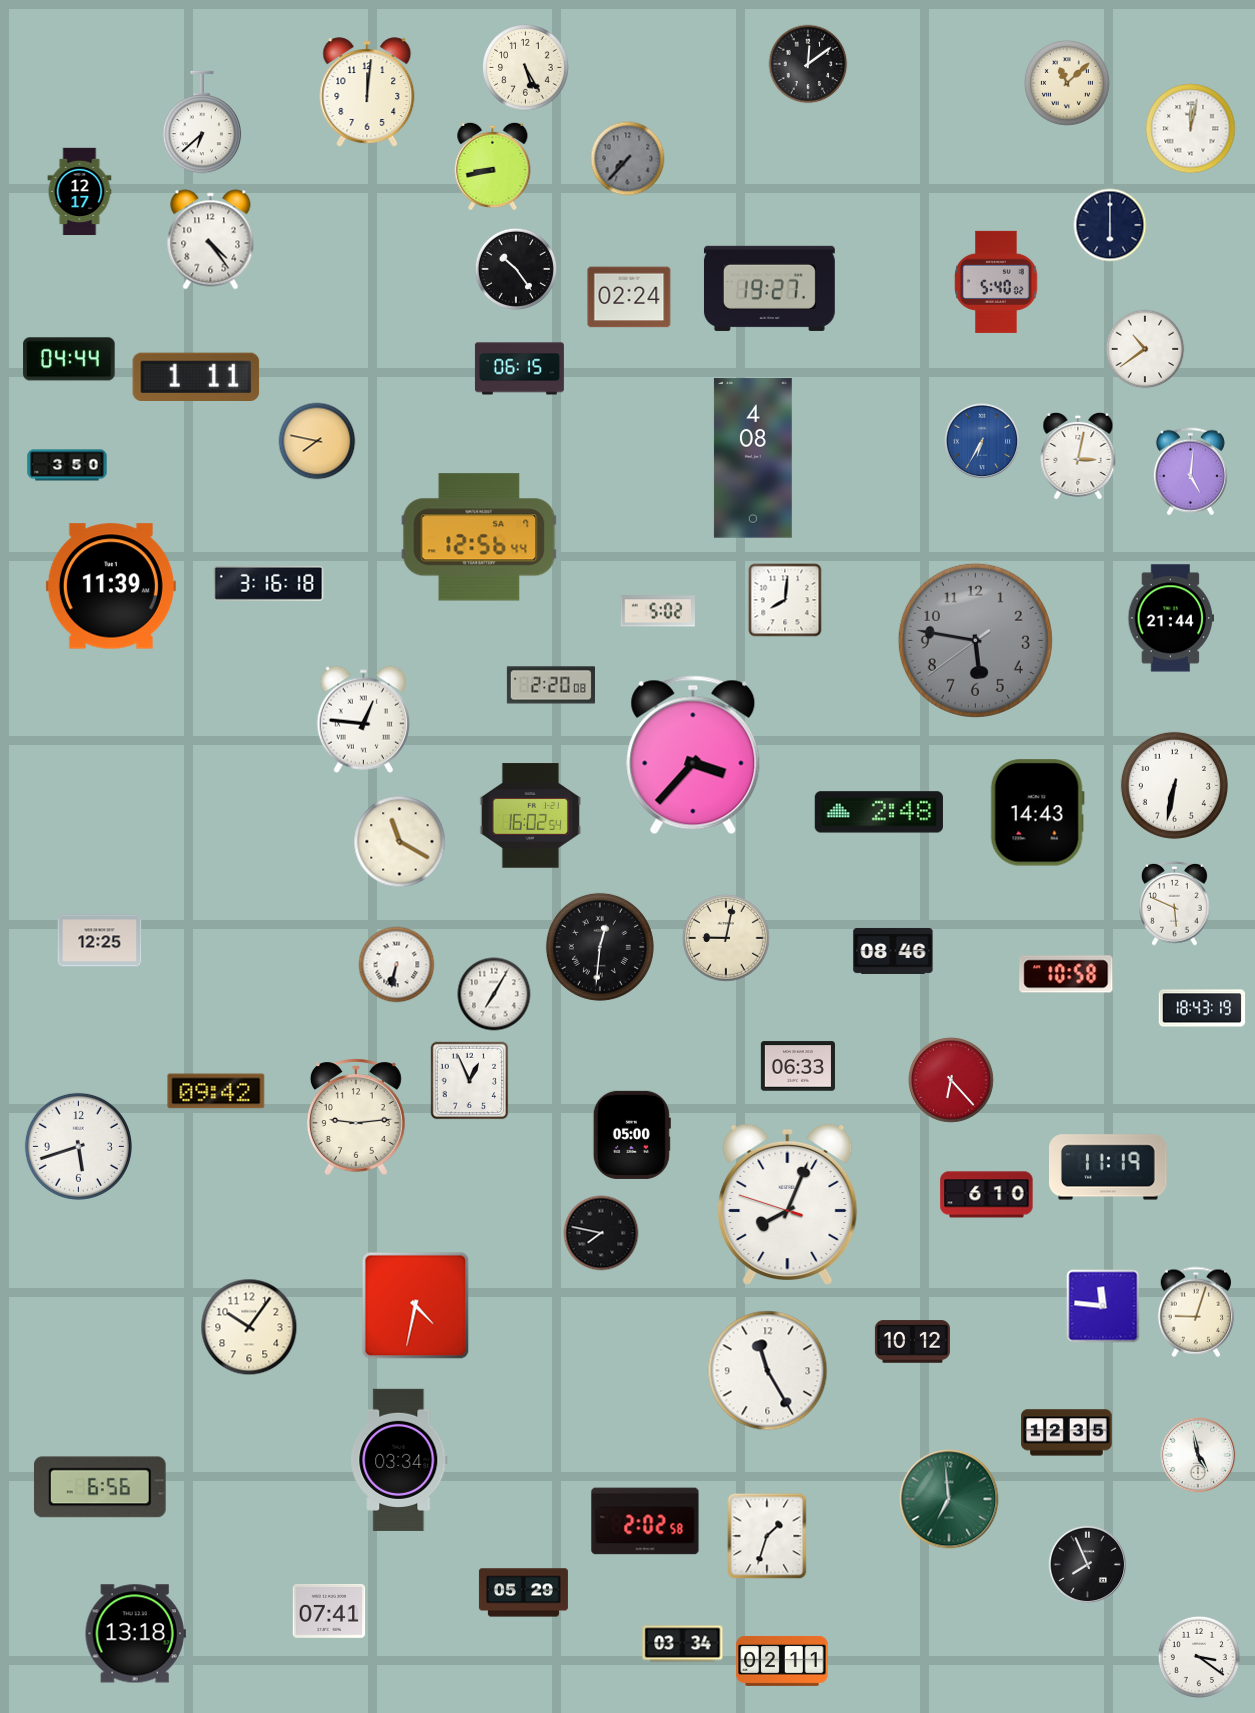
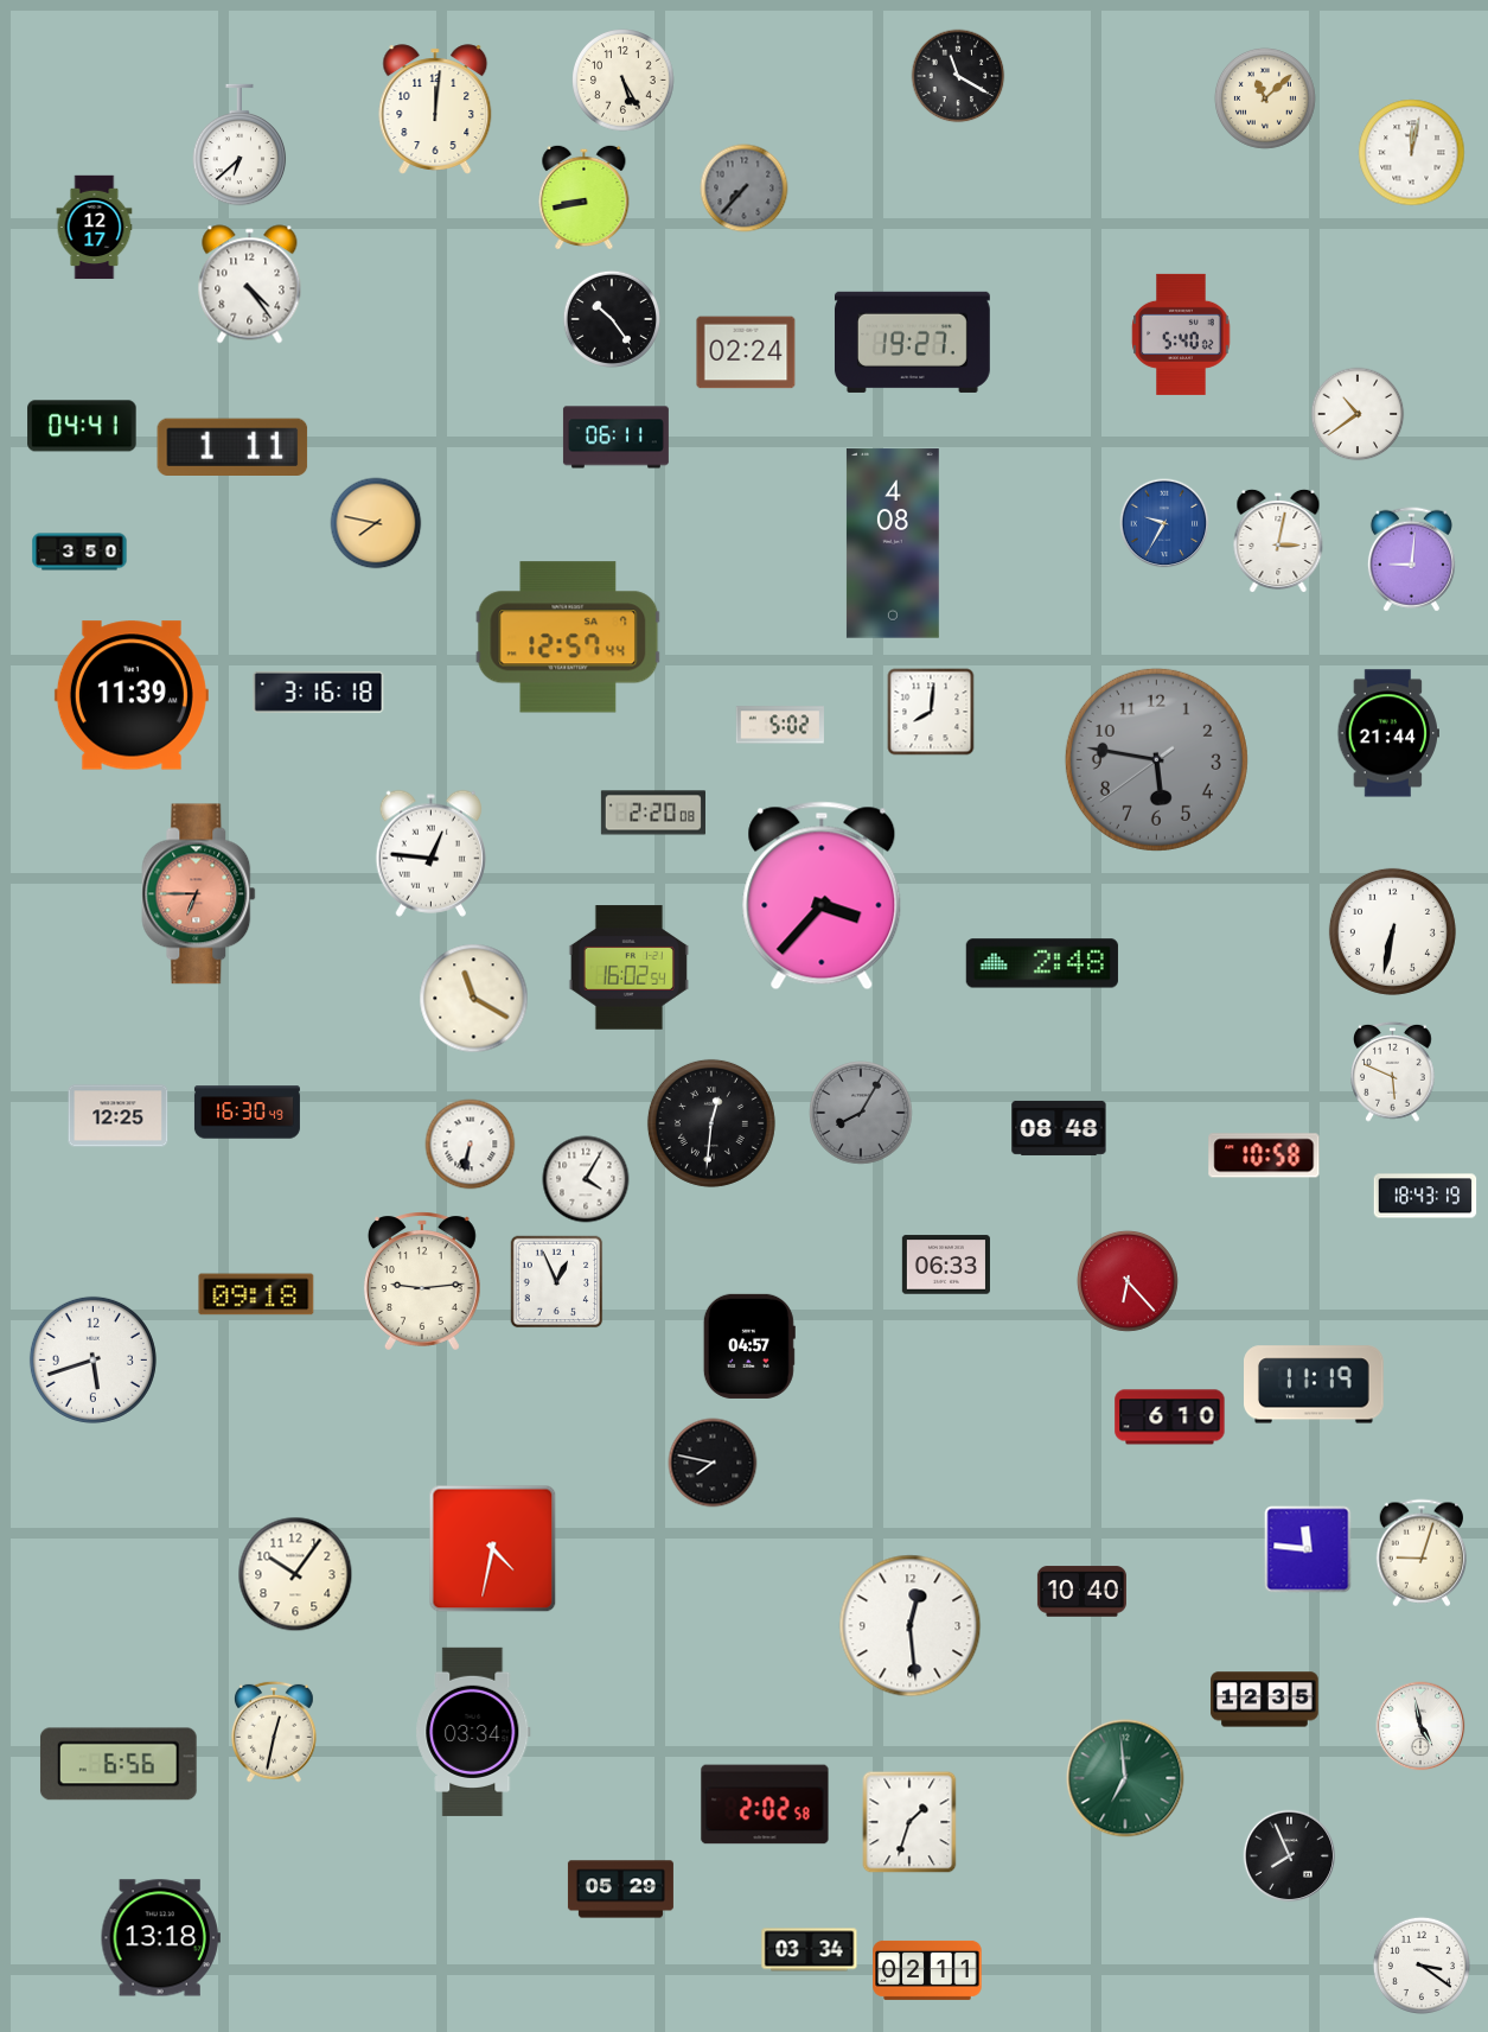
clock at (808, 64): 12:09 -> 11:20
clock at (1110, 225): 6:00 -> none
clock at (69, 359): 04:44 -> 04:41
clock at (519, 369): 06:15 -> 06:11
clock at (982, 441): 6:35 -> 9:35
clock at (1190, 472): 5:01 -> 9:01
clock at (479, 537): 12:56 -> 12:57
clock at (199, 894): none -> 6:45
clock at (1037, 813): 14:43 -> none
clock at (247, 1113): none -> 16:30
clock at (726, 938): 9:02 -> 8:05
clock at (726, 938) dial: cream -> grey
clock at (893, 951): 08:46 -> 08:48
clock at (494, 994): 7:05 -> 4:05
clock at (216, 1091): 09:42 -> 09:18
clock at (356, 1117) position: (356, 1117) -> (422, 1281)
clock at (632, 1135): 05:00 -> 04:57
clock at (788, 1204): 8:03 -> none
clock at (1196, 1312) position: (1196, 1312) -> (1422, 1553)
clock at (912, 1342): 10:12 -> 10:40
clock at (768, 1371): 11:25 -> 12:29
clock at (274, 1732): none -> 12:32
clock at (329, 1611): 07:41 -> none
